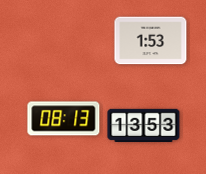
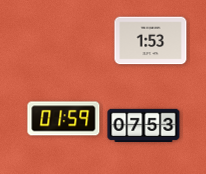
clock at (64, 119): 08:13 -> 01:59
clock at (144, 125): 13:53 -> 07:53
